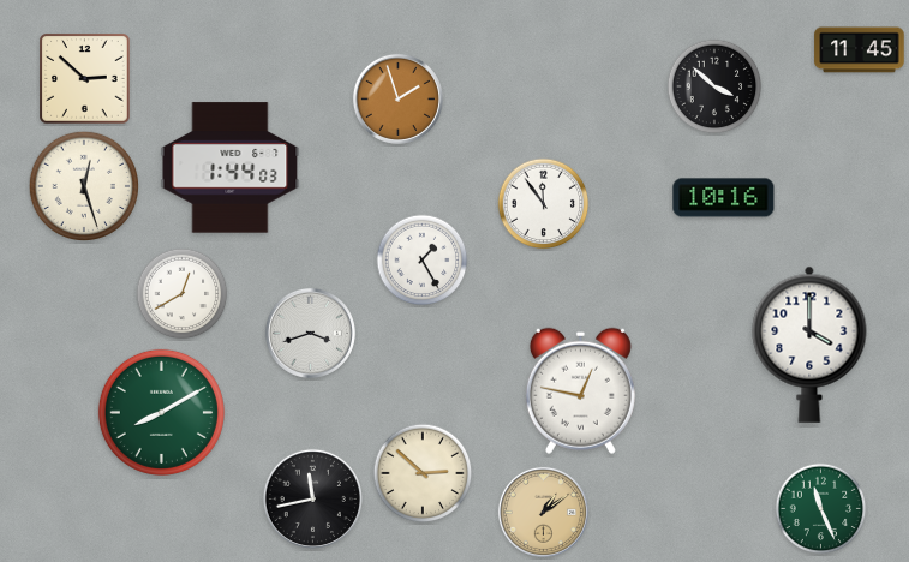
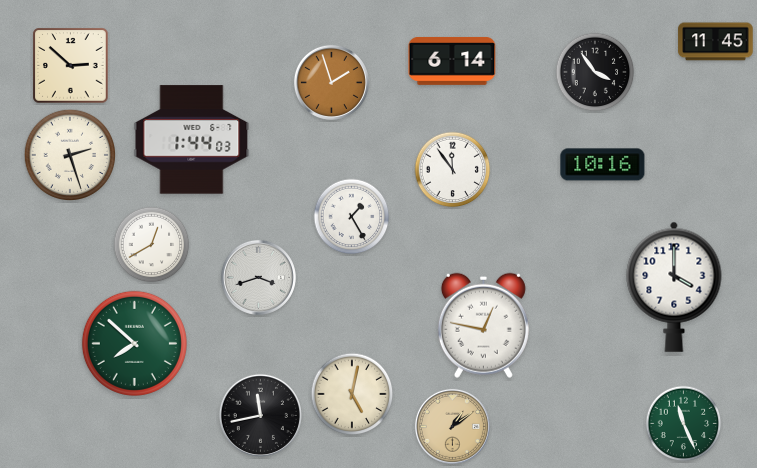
clock at (452, 61): none -> 6:14
clock at (714, 86): 3:52 -> 3:54
clock at (83, 185): 12:27 -> 2:27
clock at (161, 412): 8:10 -> 7:52
clock at (423, 473): 2:52 -> 5:02
